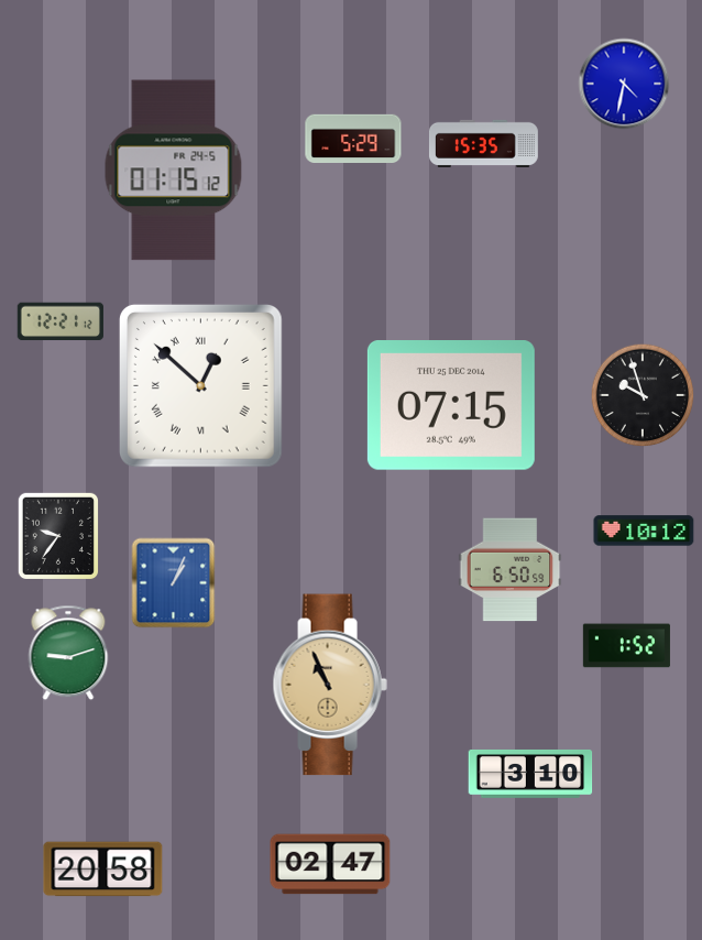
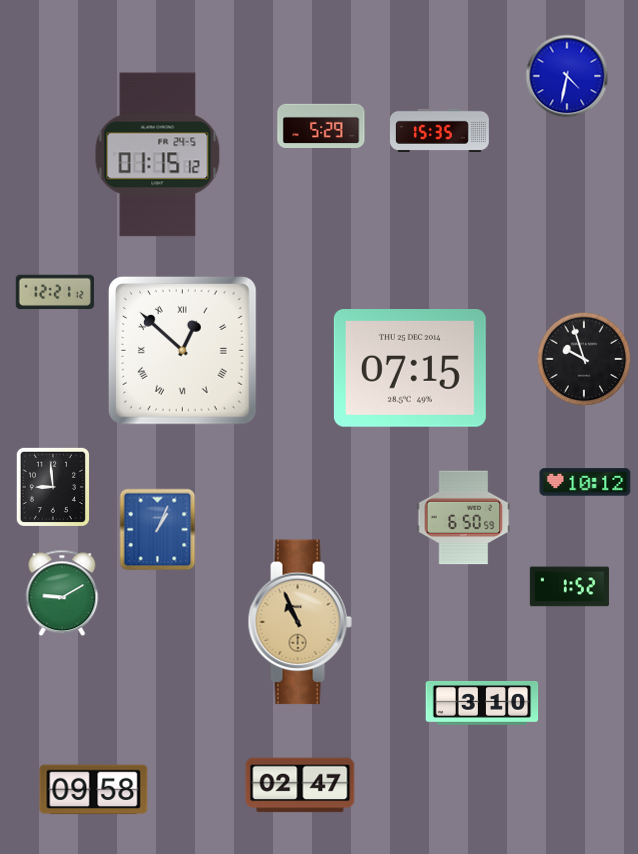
clock at (57, 535): 9:36 -> 8:59
clock at (68, 653): 9:12 -> 9:10
clock at (103, 870): 20:58 -> 09:58
